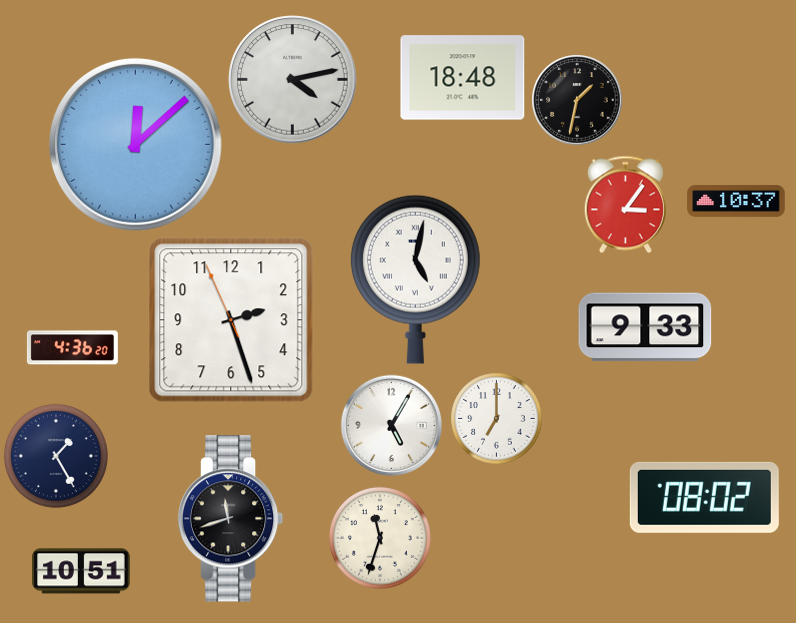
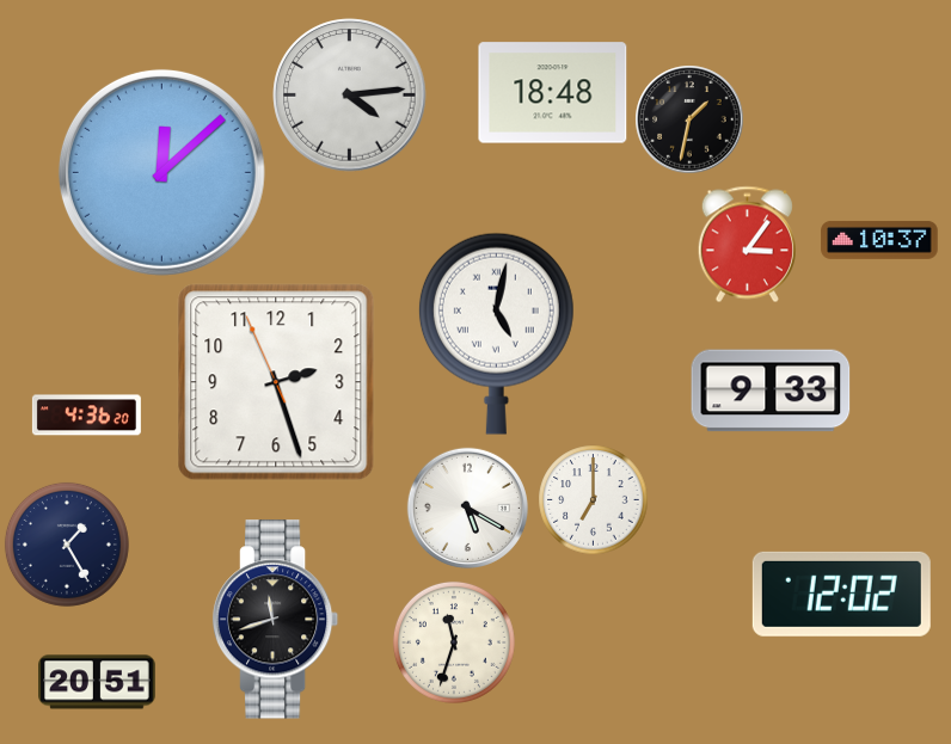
clock at (293, 80): 4:13 -> 4:14
clock at (391, 425): 5:05 -> 5:20
clock at (704, 497): 08:02 -> 12:02
clock at (81, 571): 10:51 -> 20:51
